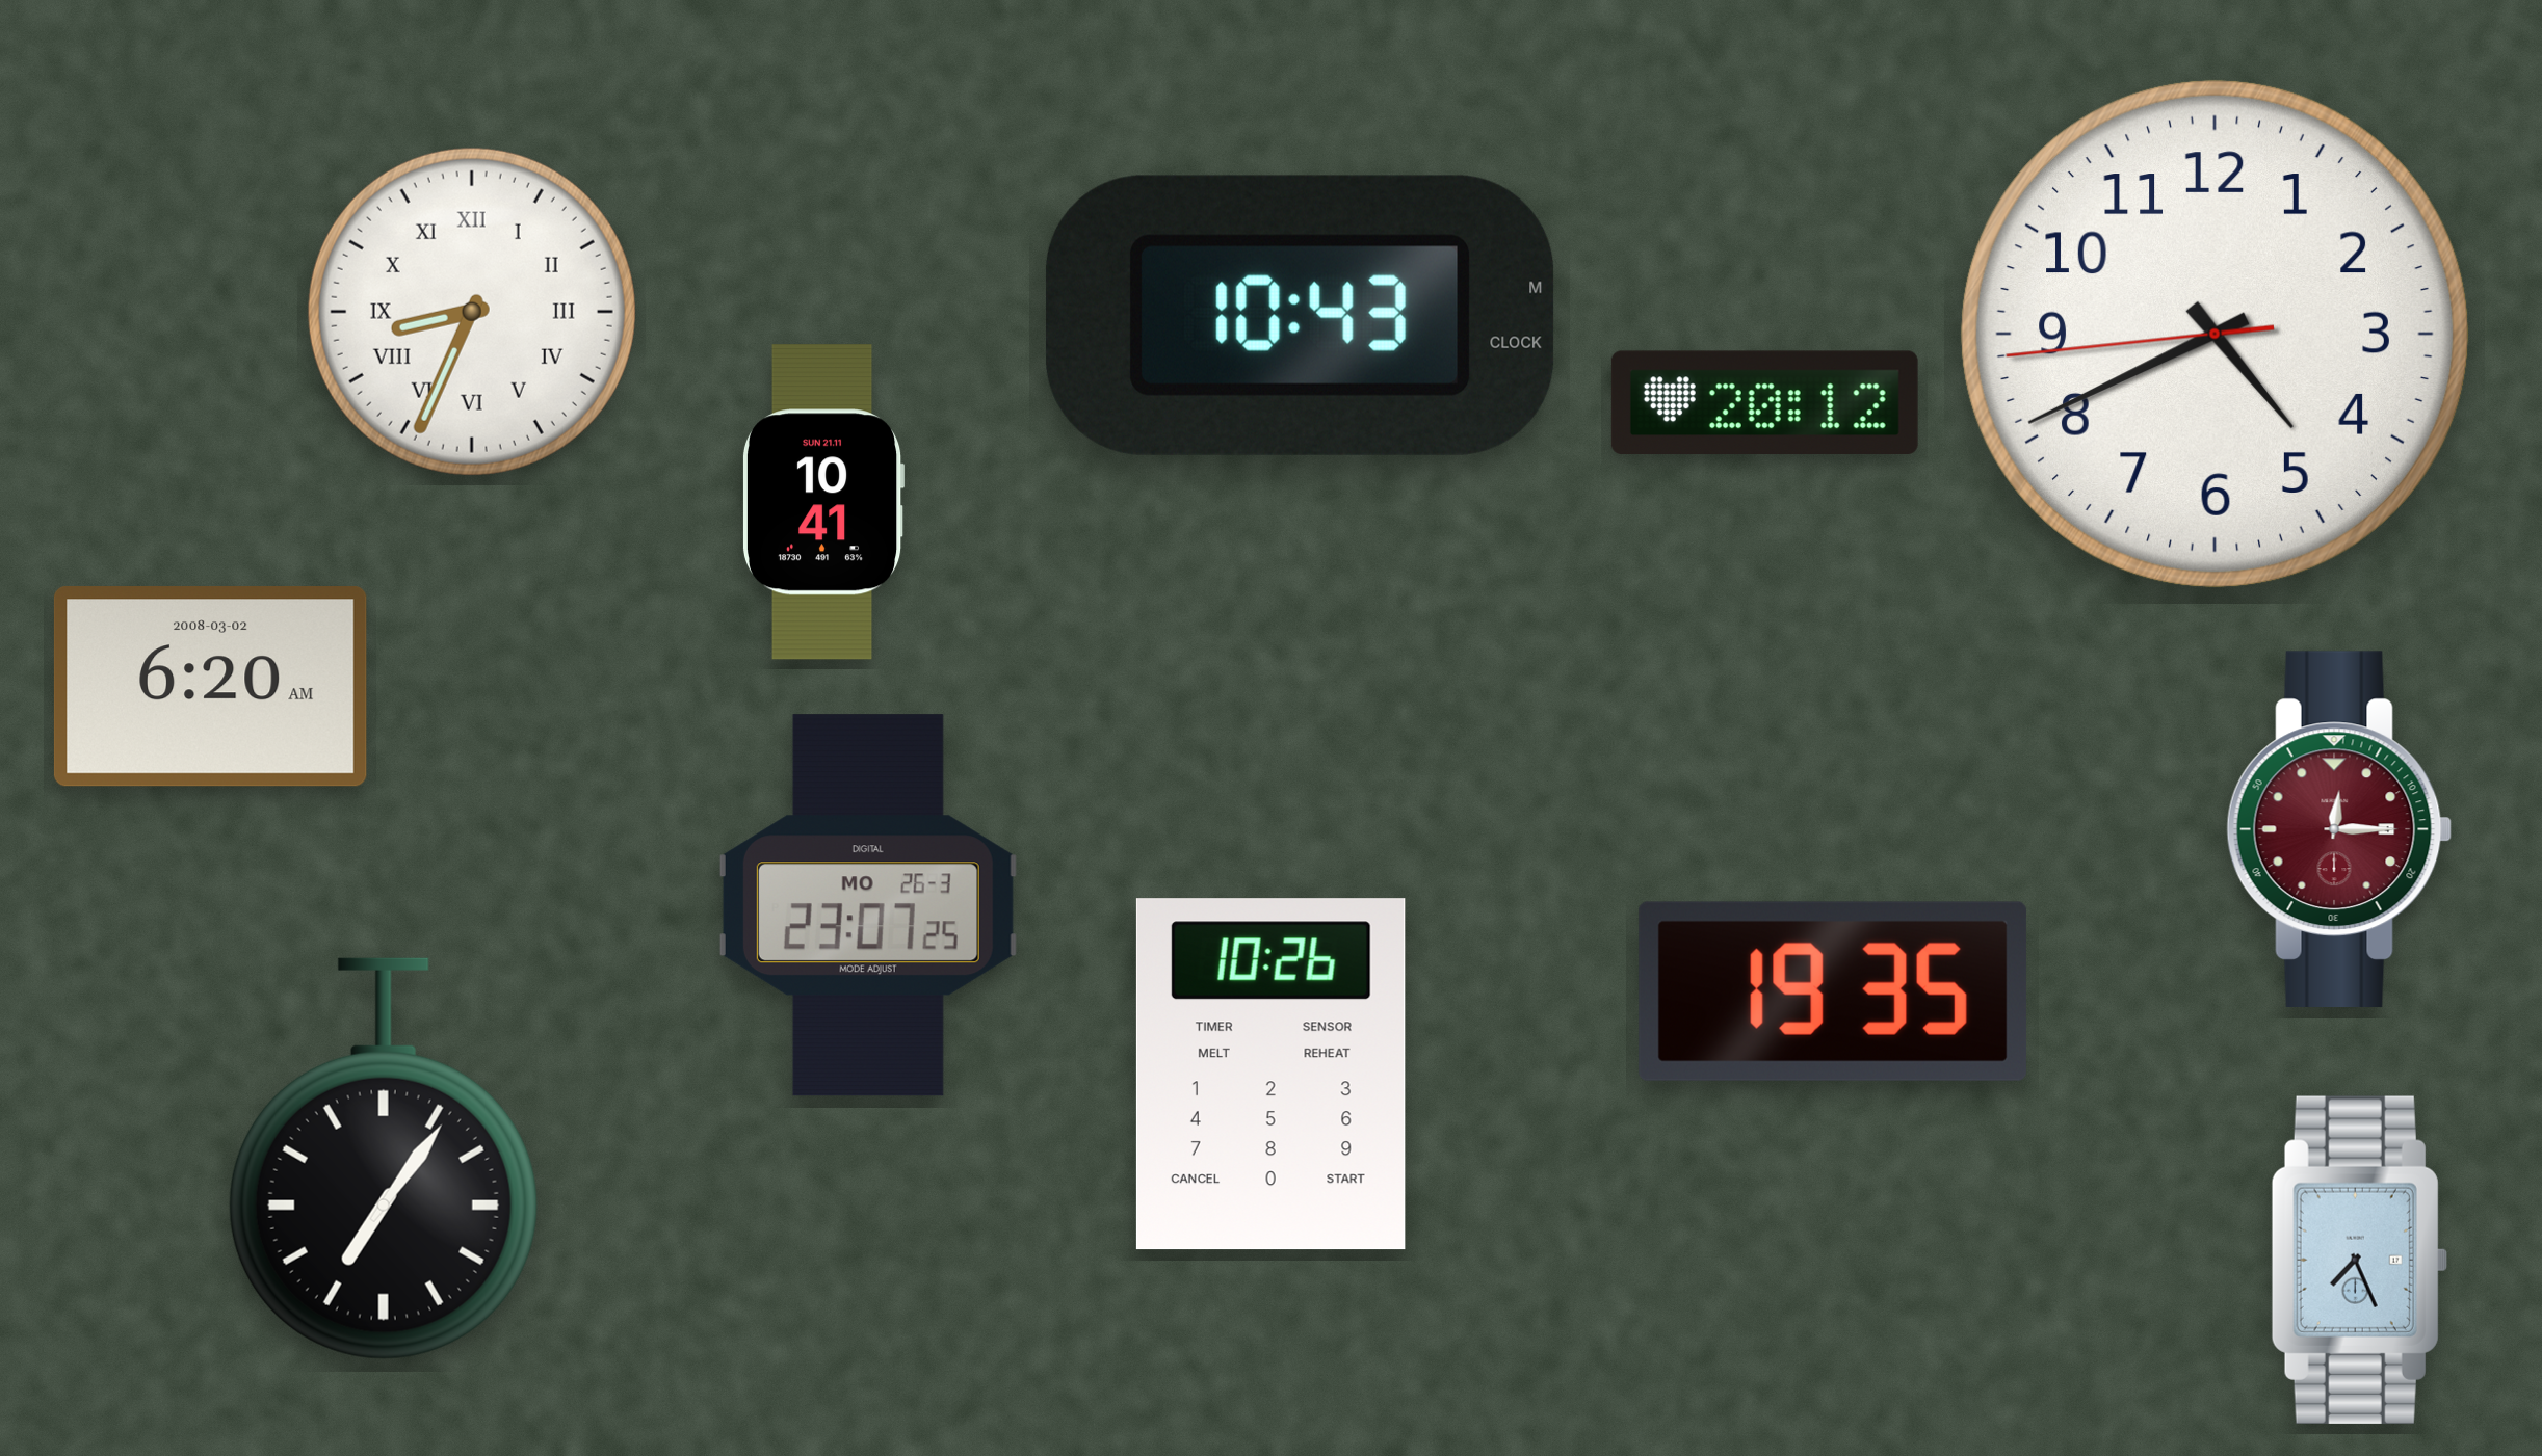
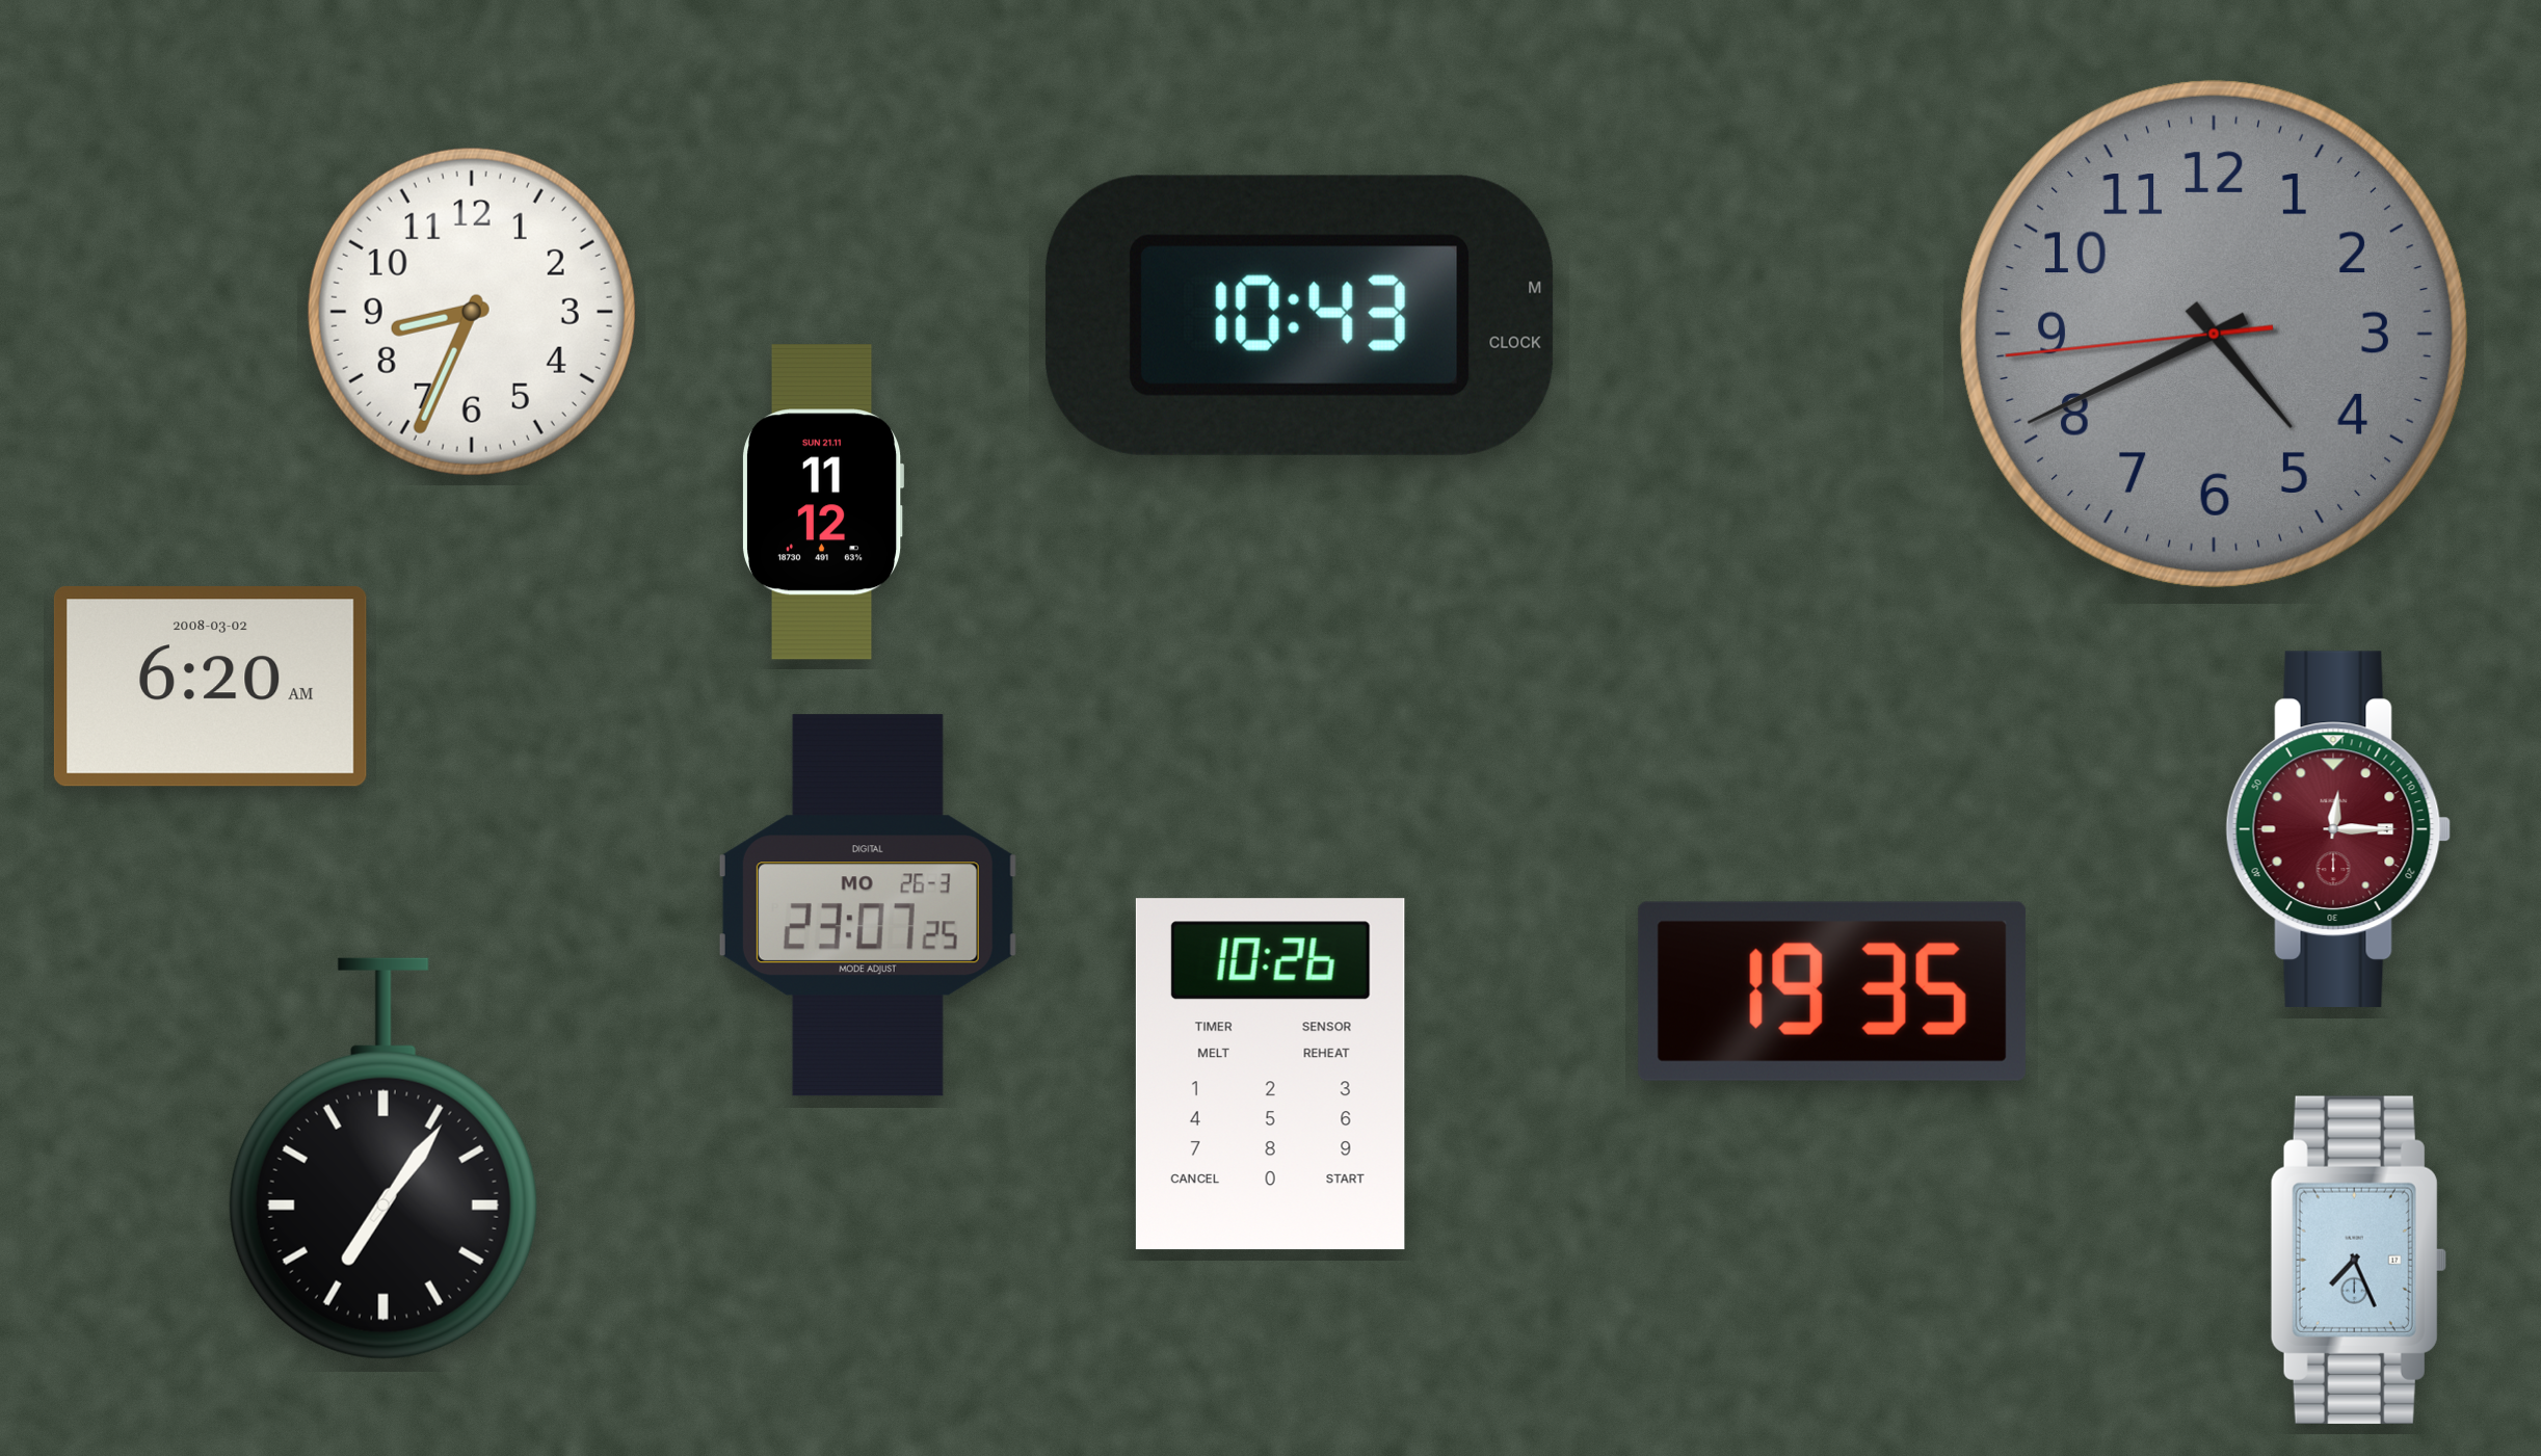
clock at (472, 312) numerals: Roman -> Arabic
clock at (2215, 334) dial: white -> grey
clock at (1764, 402): 20:12 -> none
clock at (823, 502): 10:41 -> 11:12
